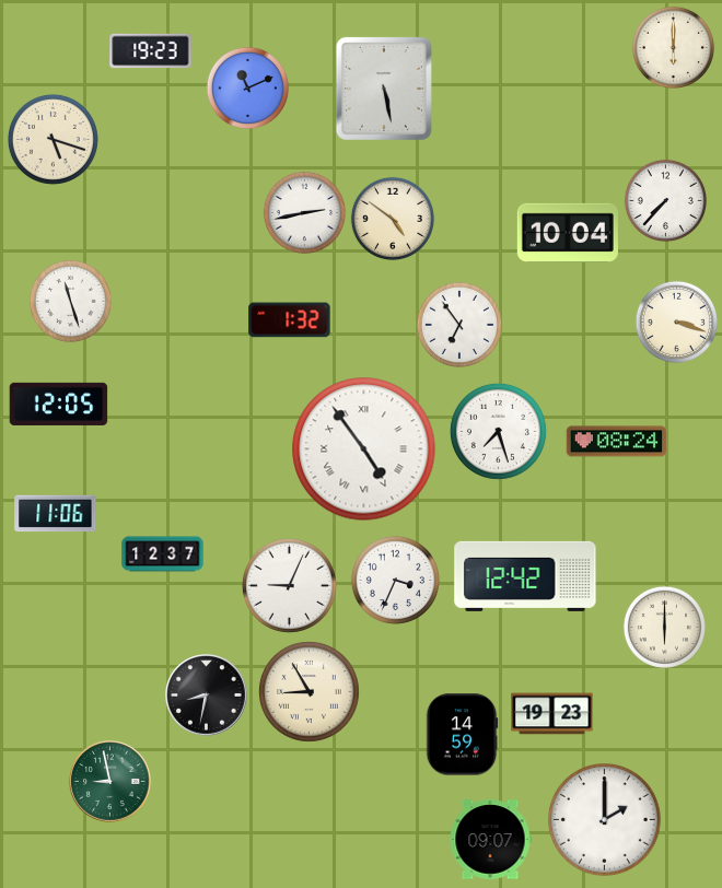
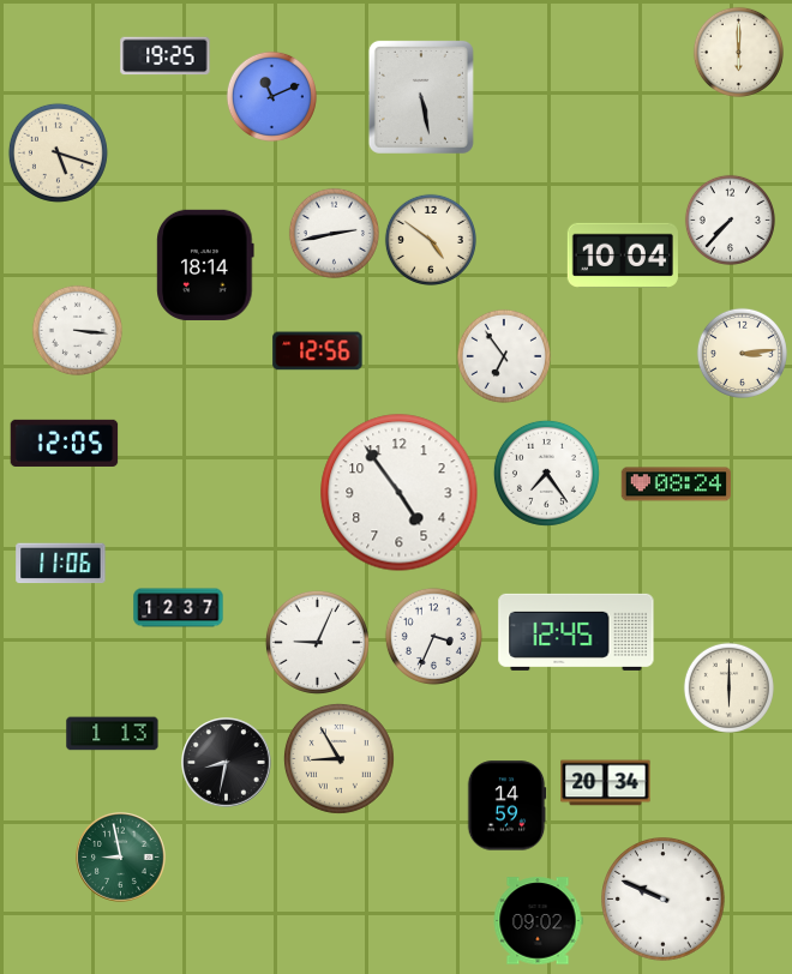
clock at (151, 51): 19:23 -> 19:25
clock at (205, 265): none -> 18:14
clock at (70, 301): 11:27 -> 3:16
clock at (290, 320): 1:32 -> 12:56
clock at (676, 322): 3:18 -> 3:14
clock at (498, 431): 7:27 -> 7:24
clock at (364, 449) numerals: Roman -> Arabic
clock at (525, 576): 12:42 -> 12:45
clock at (113, 734): none -> 1:13
clock at (552, 714): 19:23 -> 20:34
clock at (605, 820): 2:00 -> 9:49
clock at (490, 840): 09:07 -> 09:02
